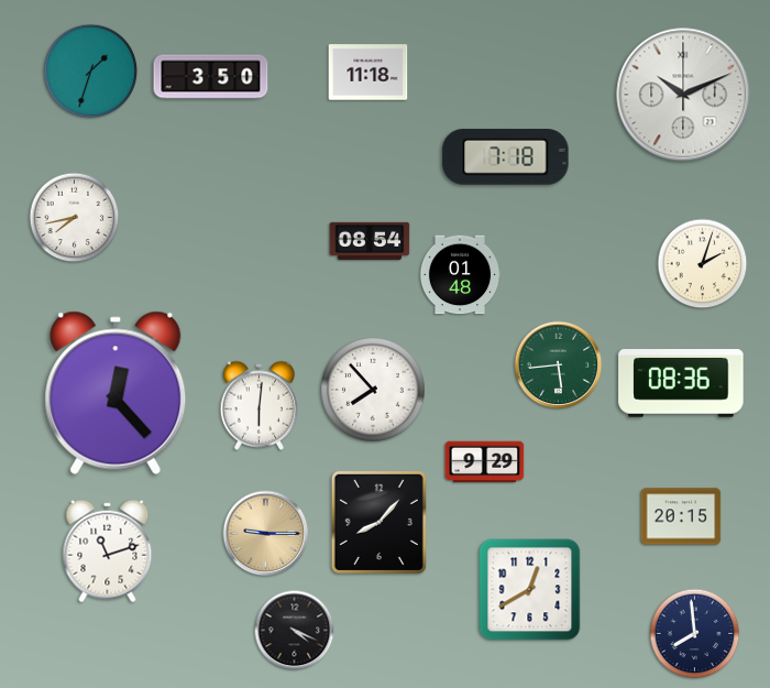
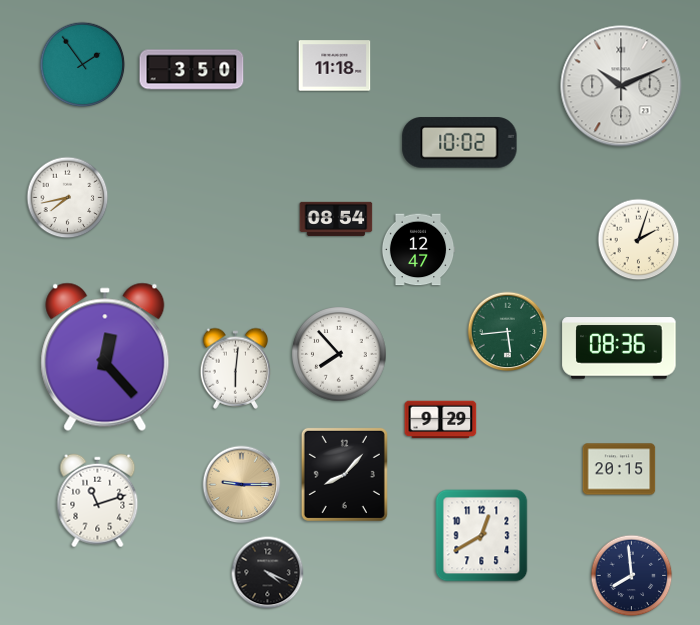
clock at (91, 72): 1:33 -> 1:54
clock at (506, 157): 7:18 -> 10:02
clock at (460, 275): 01:48 -> 12:47
